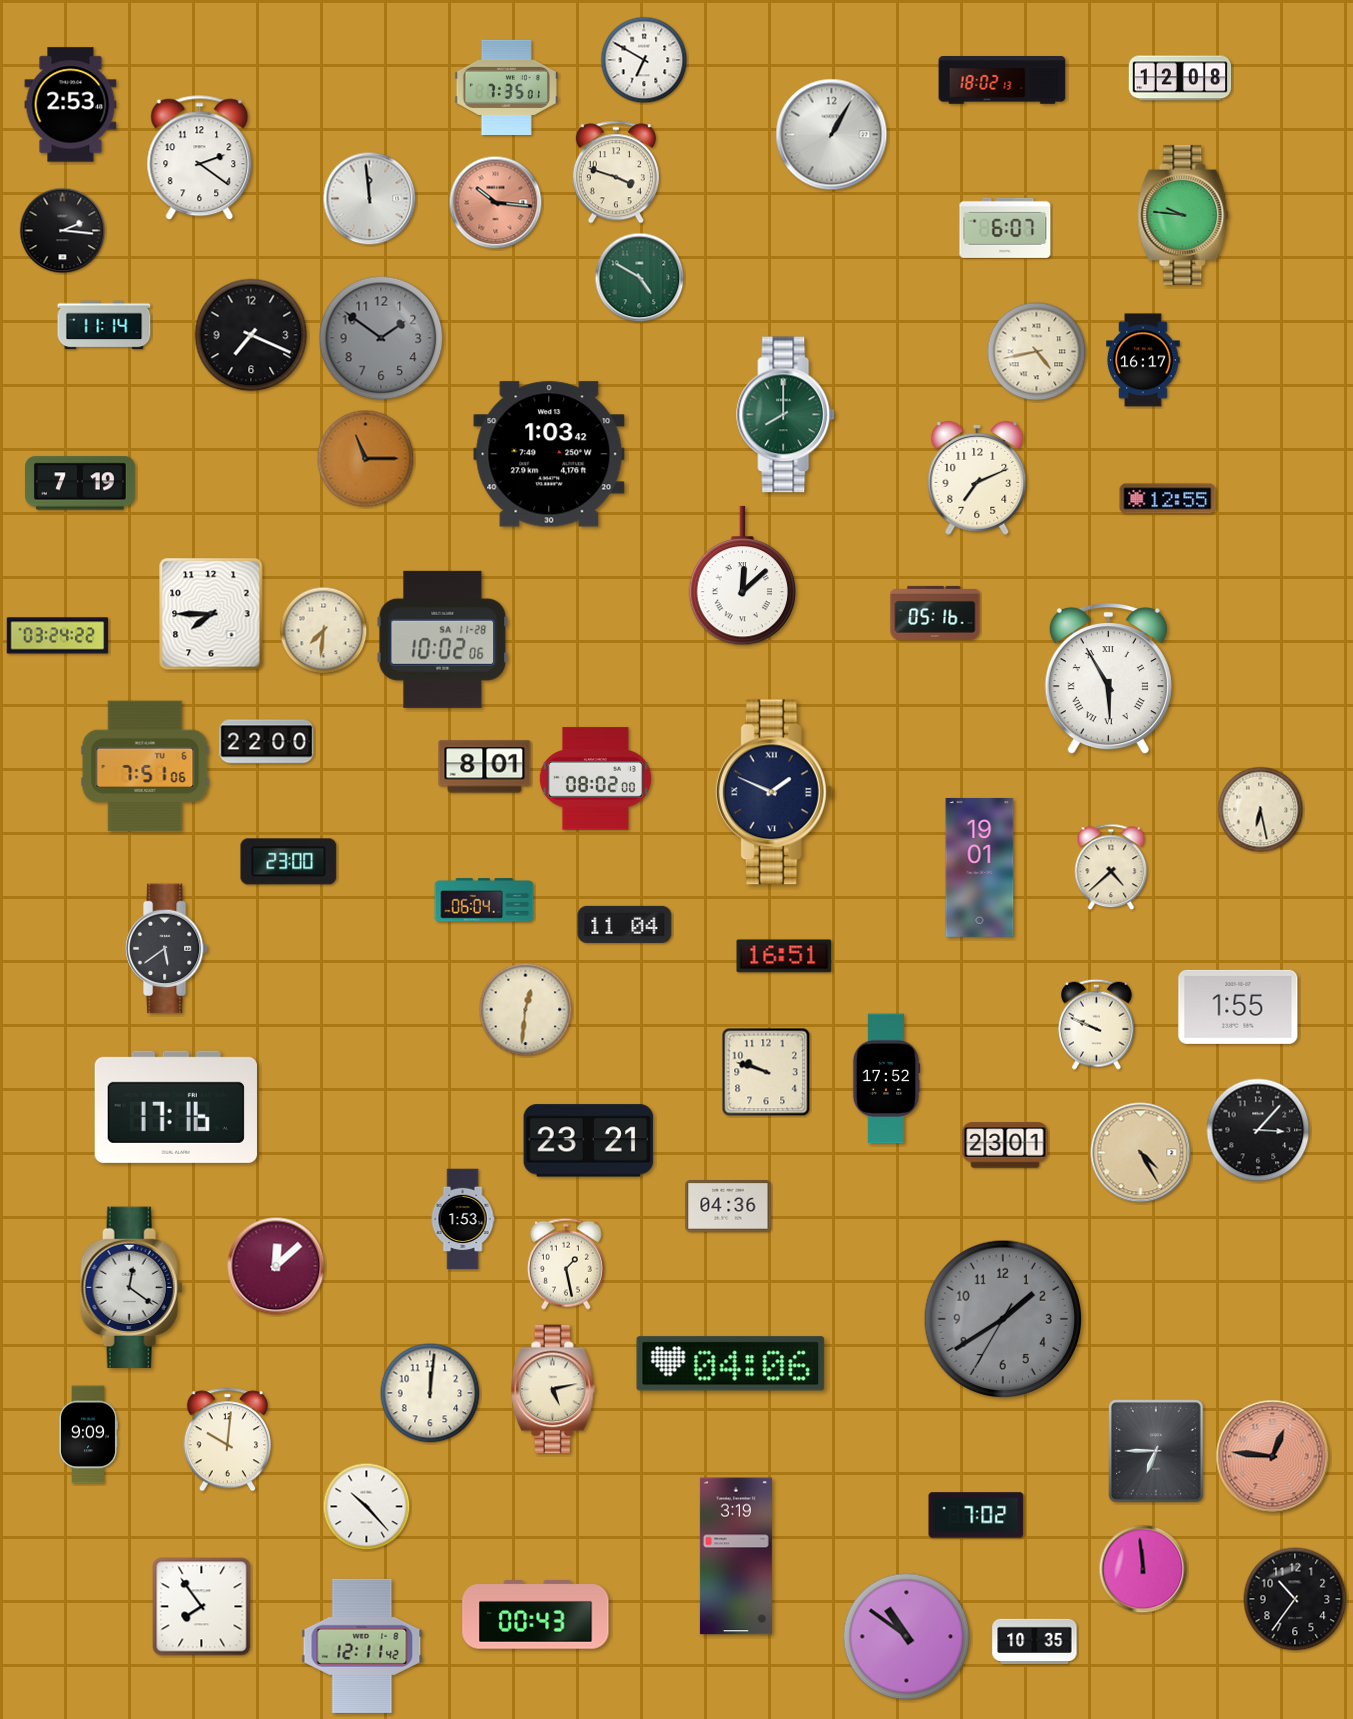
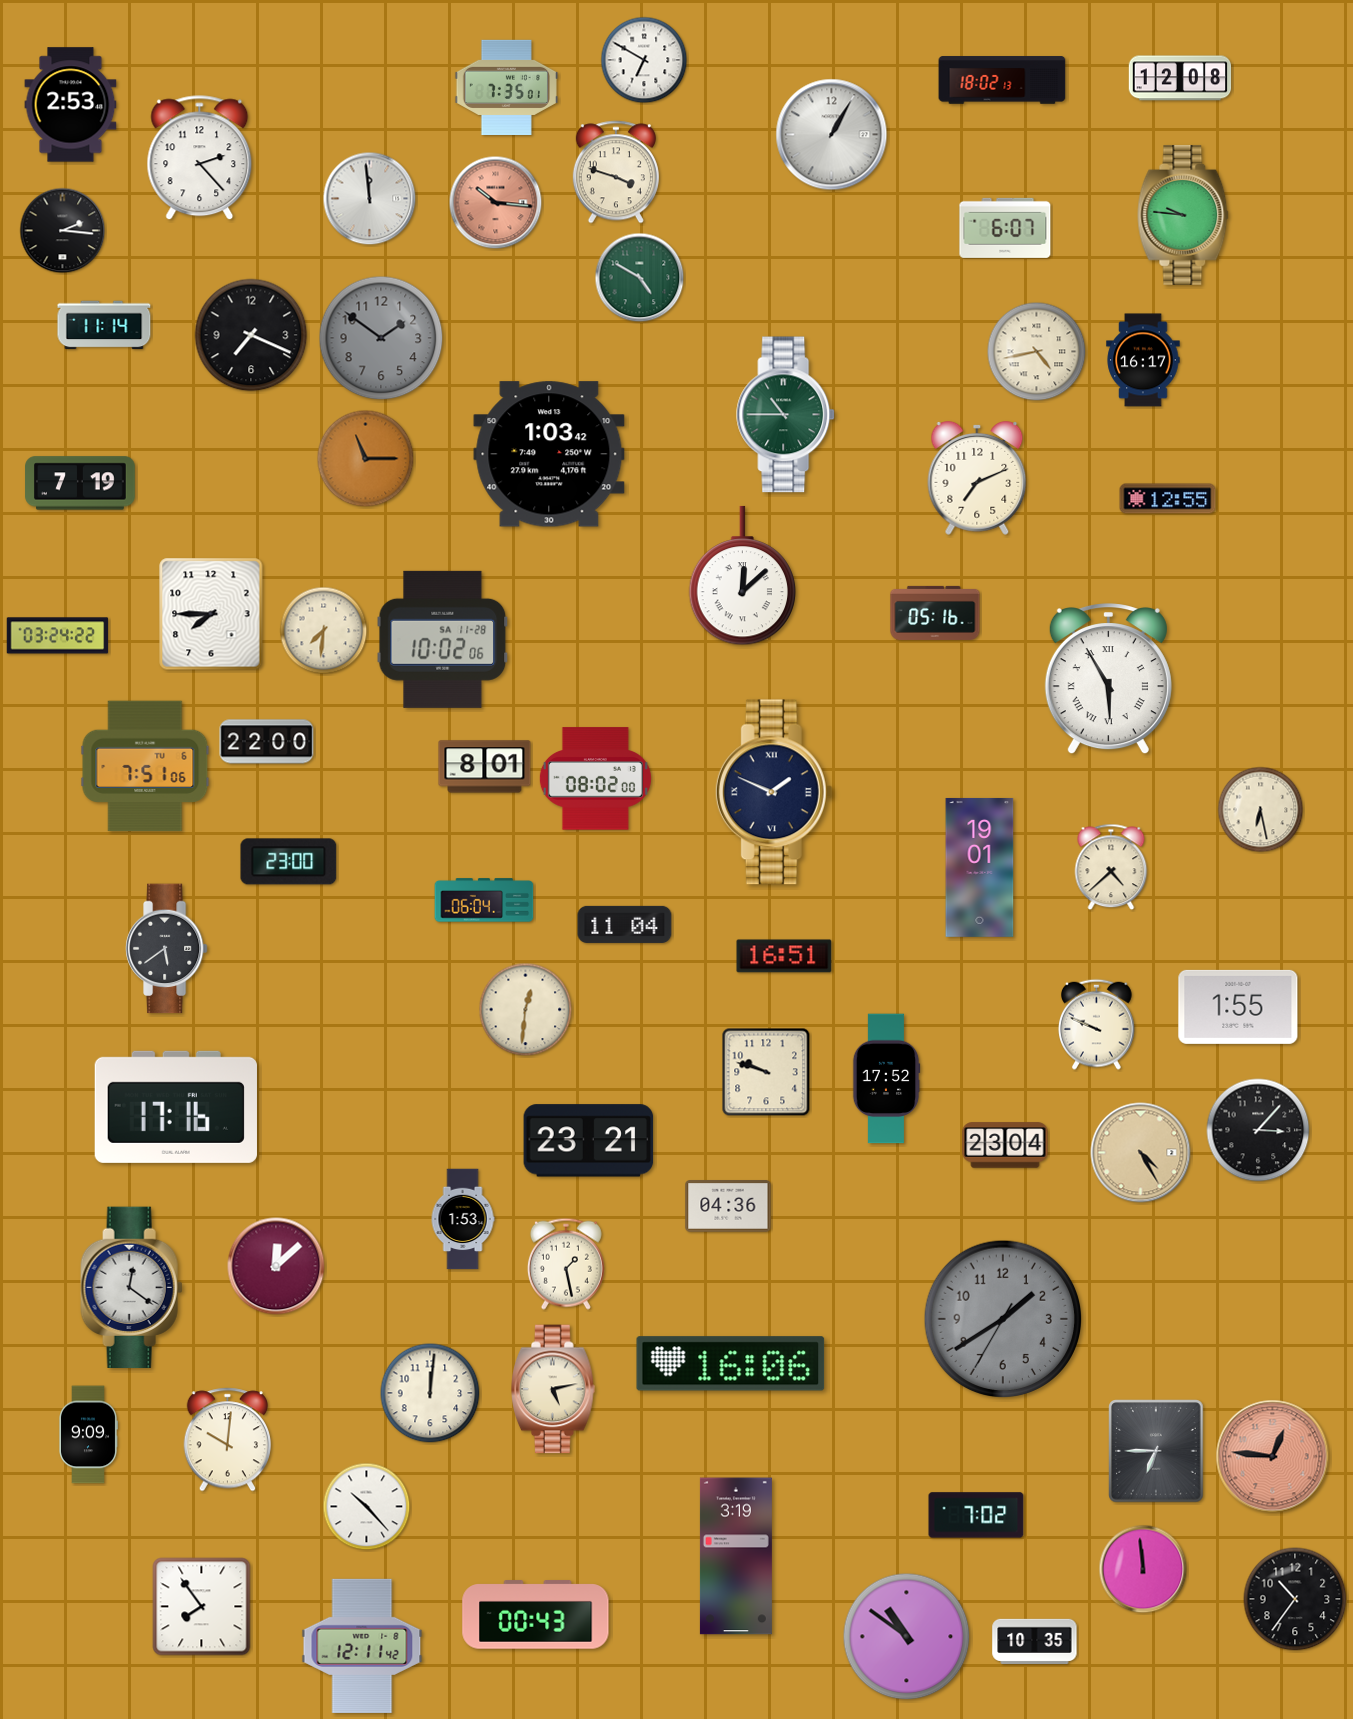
clock at (200, 158): 2:21 -> 2:23
clock at (786, 415): 8:00 -> 10:45
clock at (1005, 1145): 23:01 -> 23:04
clock at (731, 1364): 04:06 -> 16:06
